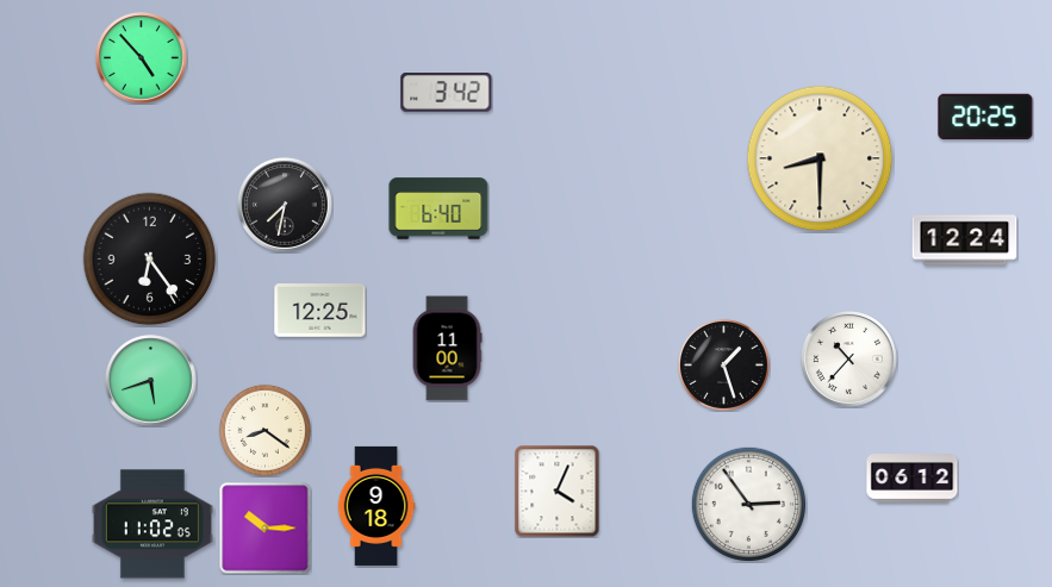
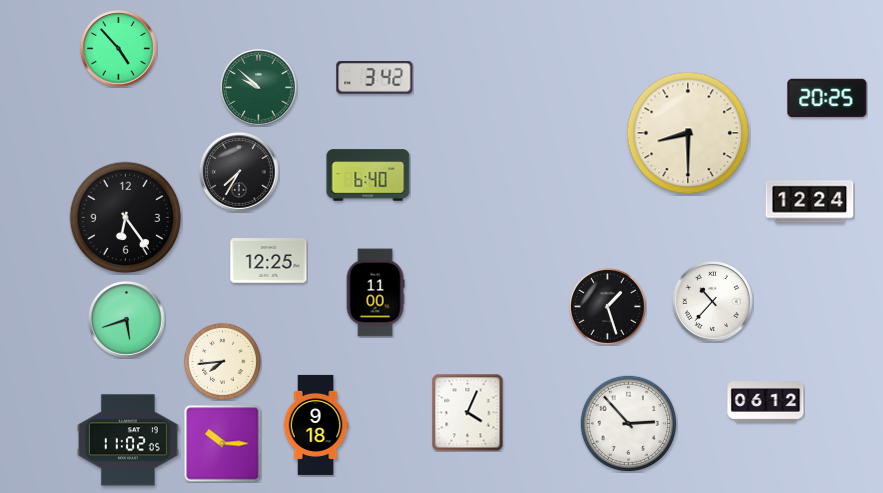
clock at (259, 88): none -> 9:52
clock at (285, 205): 7:32 -> 7:35
clock at (264, 430): 8:21 -> 7:44
clock at (748, 504): 2:54 -> 2:53
